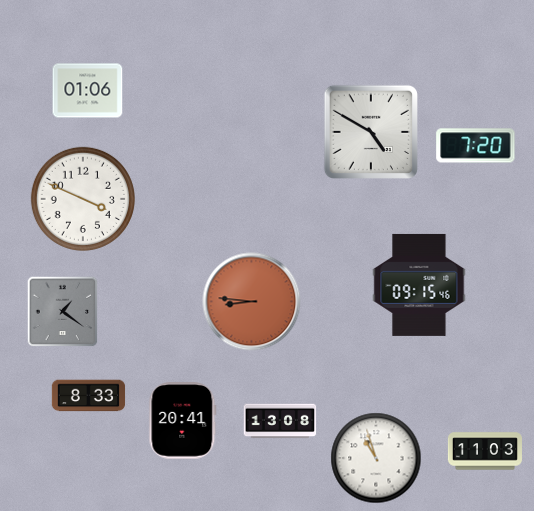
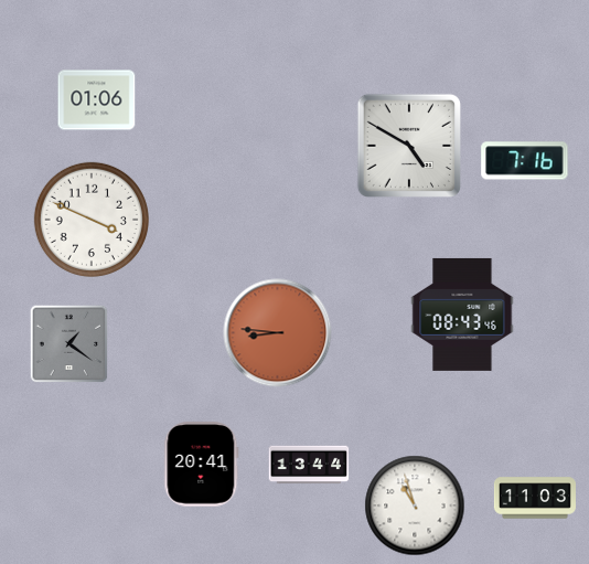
clock at (476, 146): 7:20 -> 7:16
clock at (419, 285): 09:15 -> 08:43
clock at (89, 396): 8:33 -> none
clock at (280, 421): 13:08 -> 13:44
